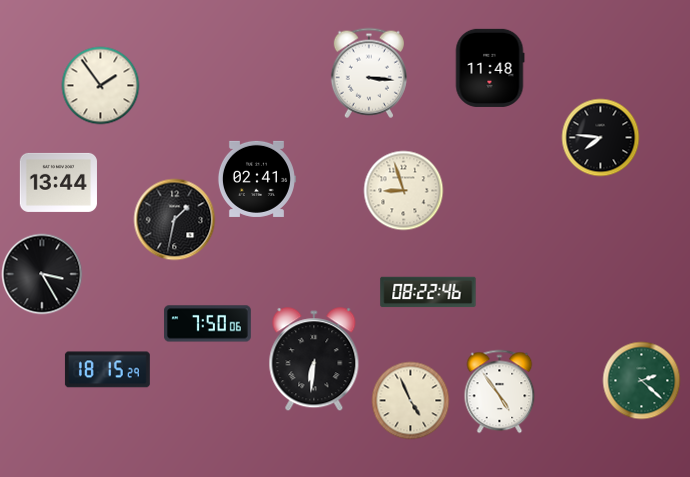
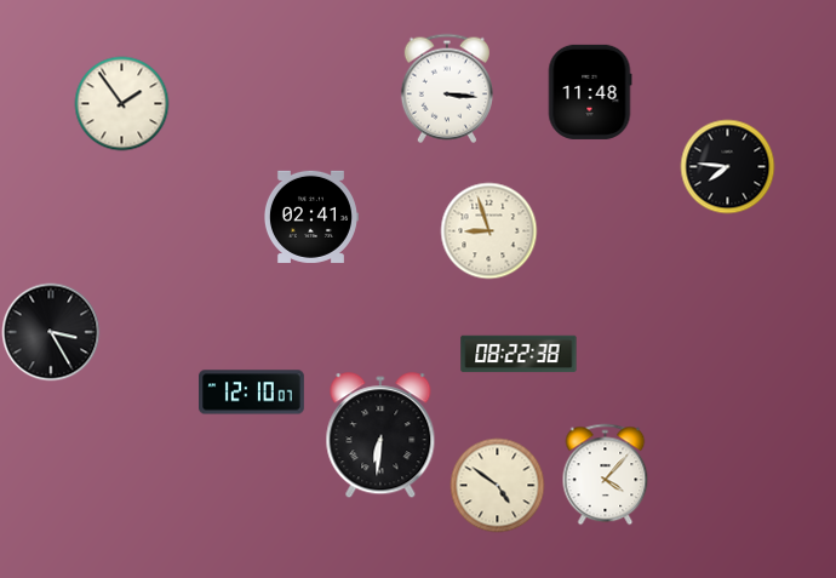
clock at (490, 68) position: (490, 68) -> (590, 92)
clock at (58, 182): 13:44 -> none
clock at (174, 219): 1:32 -> none
clock at (428, 292): 08:22:46 -> 08:22:38
clock at (208, 324): 7:50 -> 12:10
clock at (107, 370): 18:15 -> none
clock at (641, 380): 2:22 -> none
clock at (500, 391): 4:54 -> 4:07
clock at (410, 400): 4:56 -> 4:51
